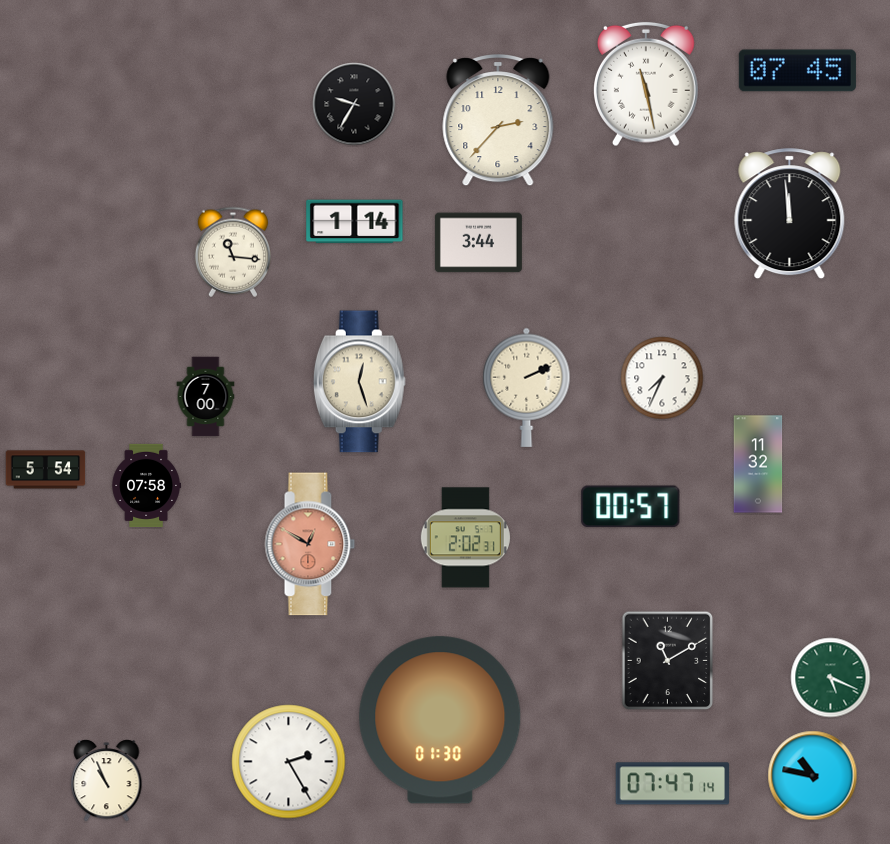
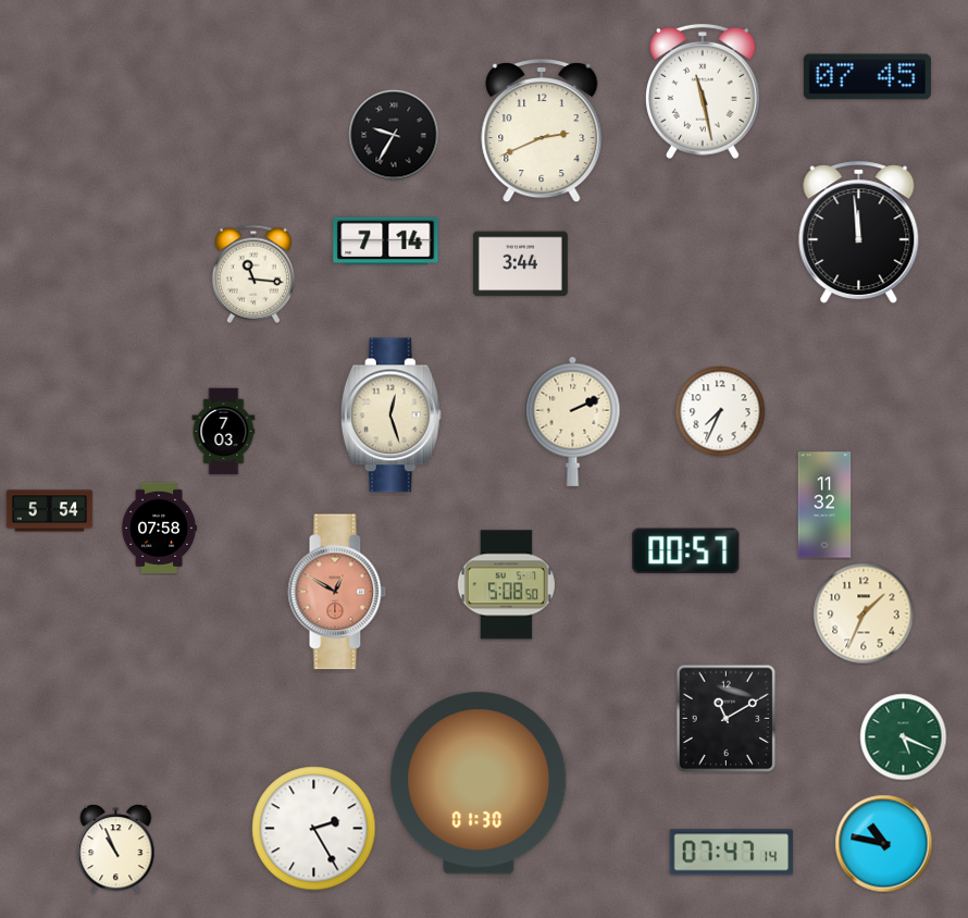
clock at (354, 104) position: (354, 104) -> (394, 135)
clock at (498, 121): 2:37 -> 2:41
clock at (355, 222): 1:14 -> 7:14
clock at (206, 397): 7:00 -> 7:03
clock at (465, 538): 2:02 -> 5:08
clock at (864, 613): none -> 1:34
